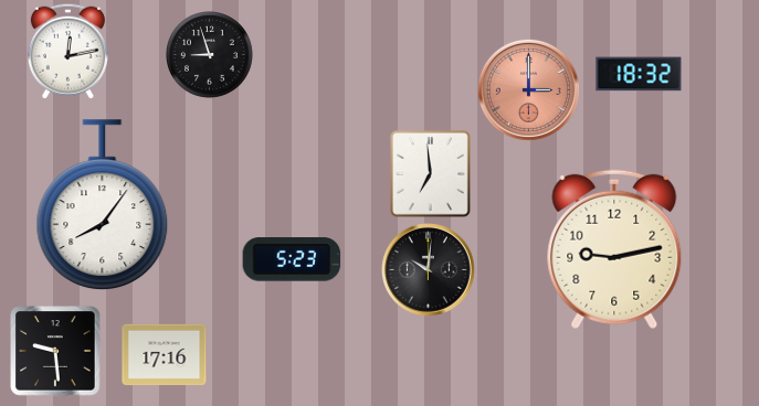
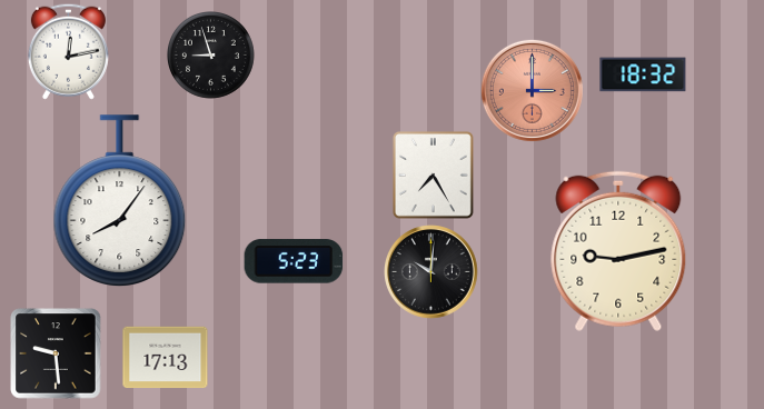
clock at (430, 173): 6:59 -> 7:25
clock at (103, 204) position: (103, 204) -> (120, 200)
clock at (165, 355): 17:16 -> 17:13
